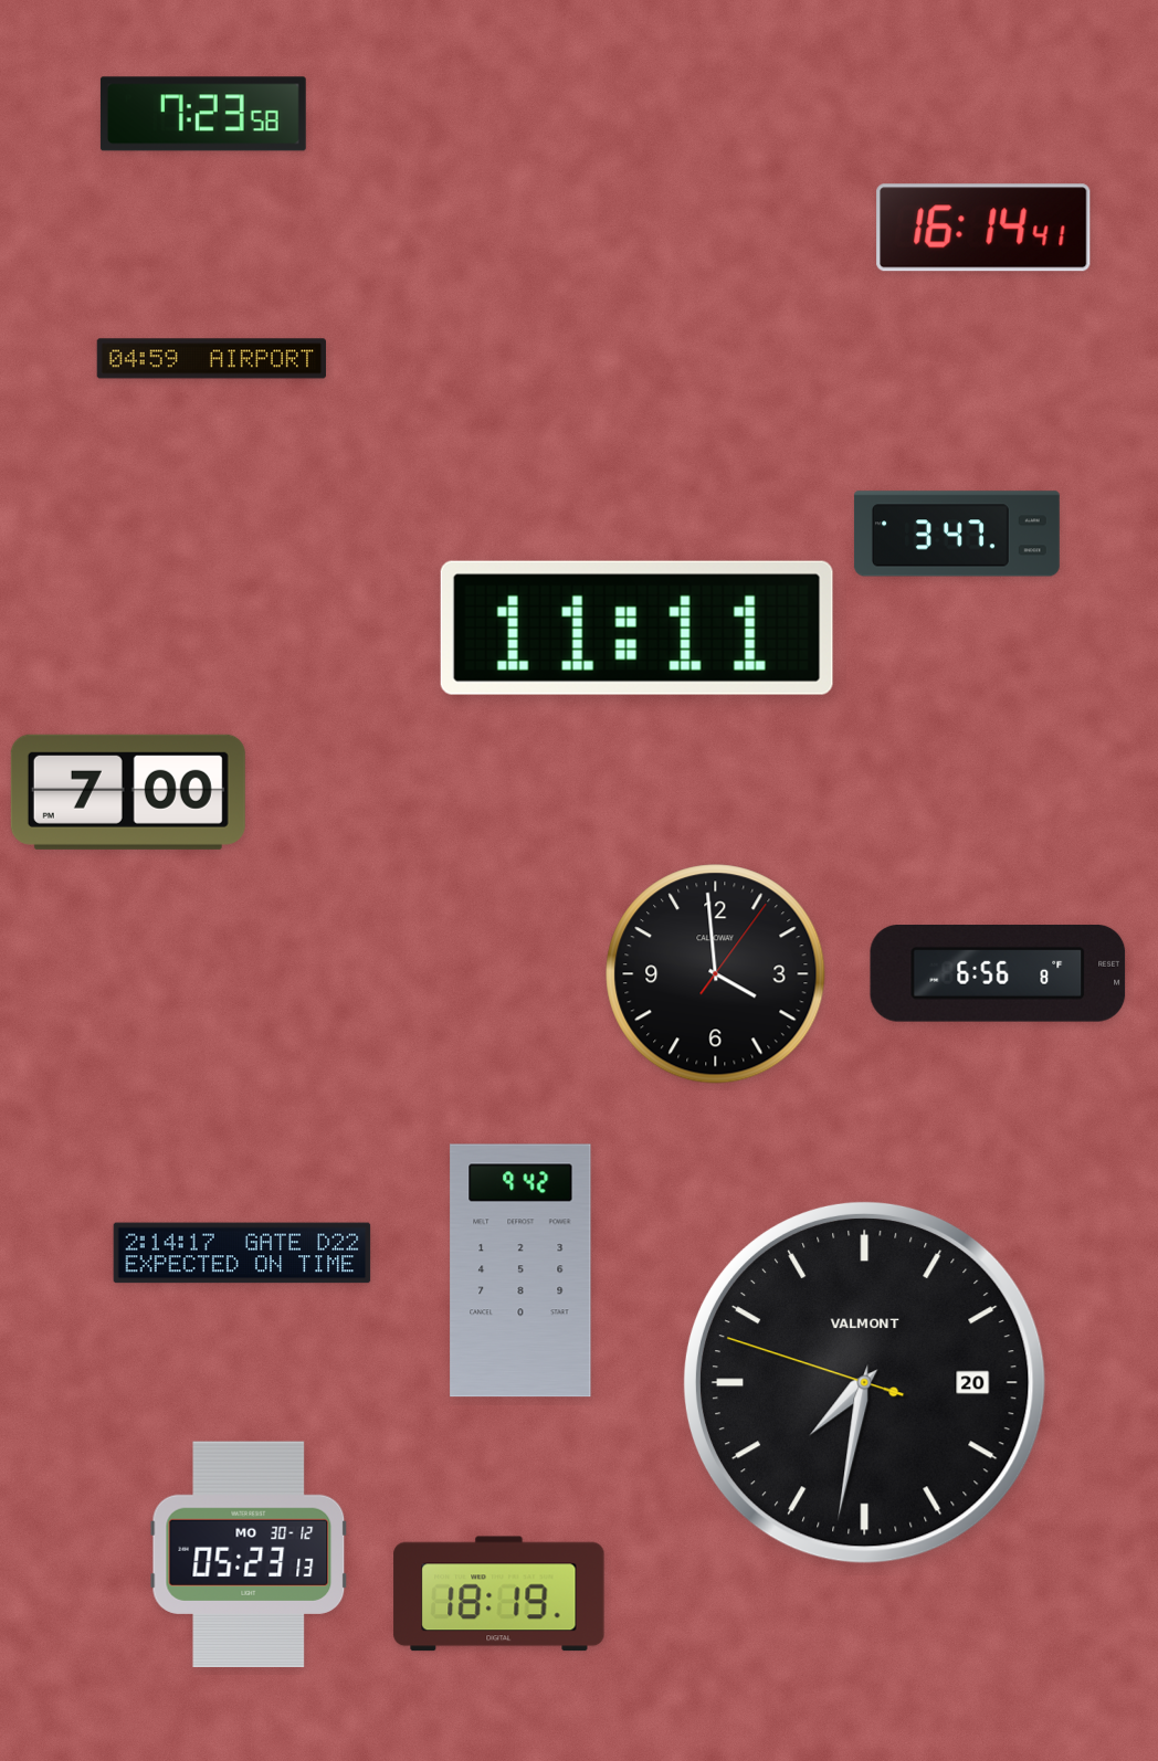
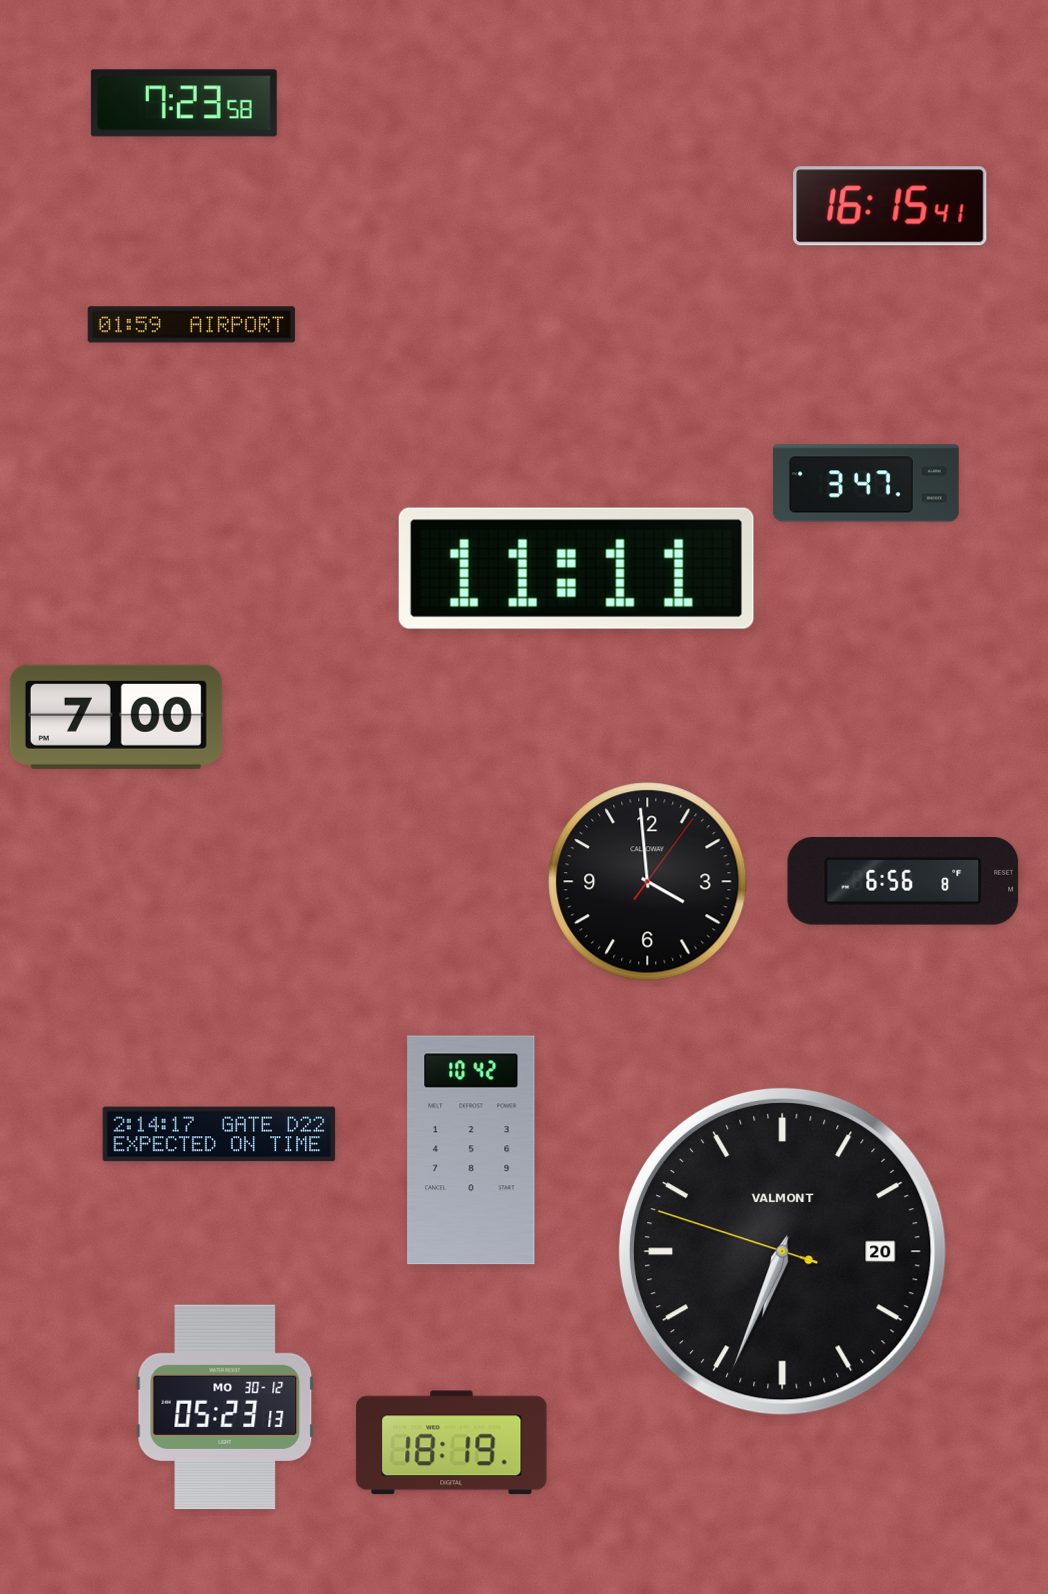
clock at (983, 228): 16:14 -> 16:15
clock at (211, 359): 04:59 -> 01:59
clock at (520, 1270): 9:42 -> 10:42
clock at (864, 1382): 7:31 -> 6:33
